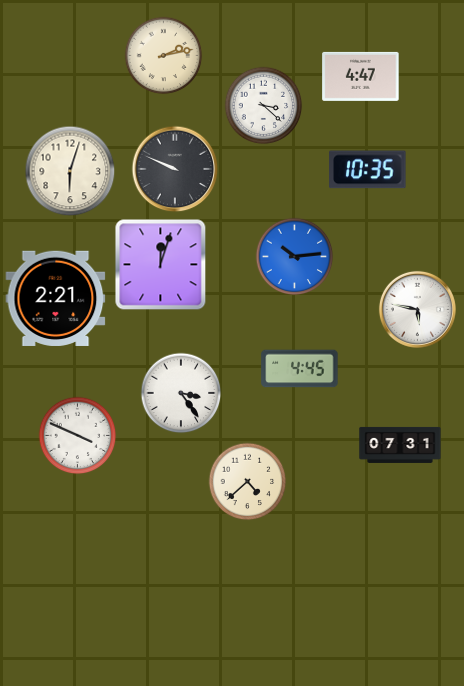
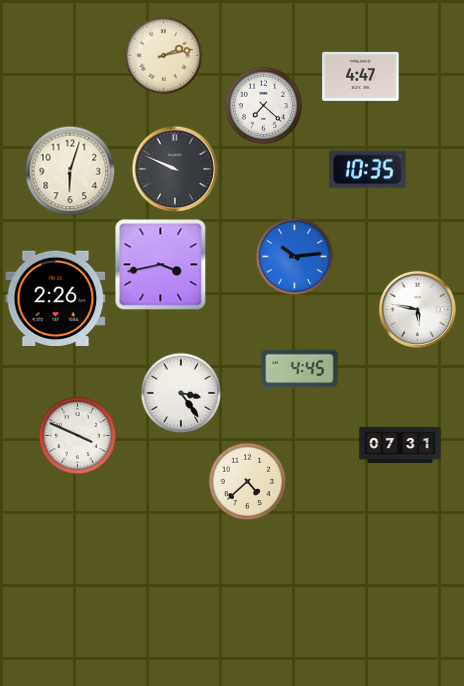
clock at (263, 105): 3:22 -> 7:22
clock at (161, 265): 12:03 -> 3:43
clock at (56, 298): 2:21 -> 2:26
